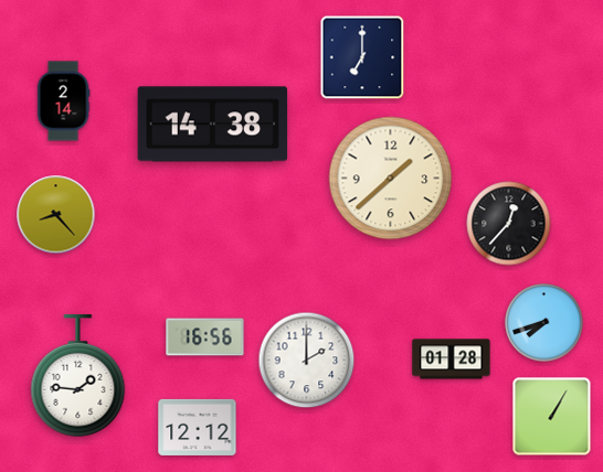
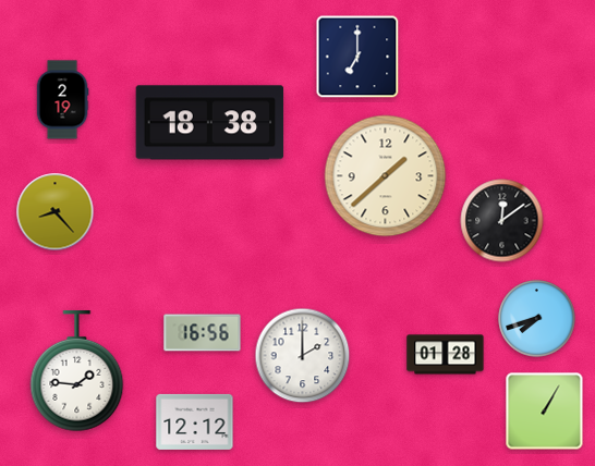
clock at (63, 101): 2:14 -> 2:19
clock at (213, 125): 14:38 -> 18:38
clock at (509, 224): 12:37 -> 12:09
